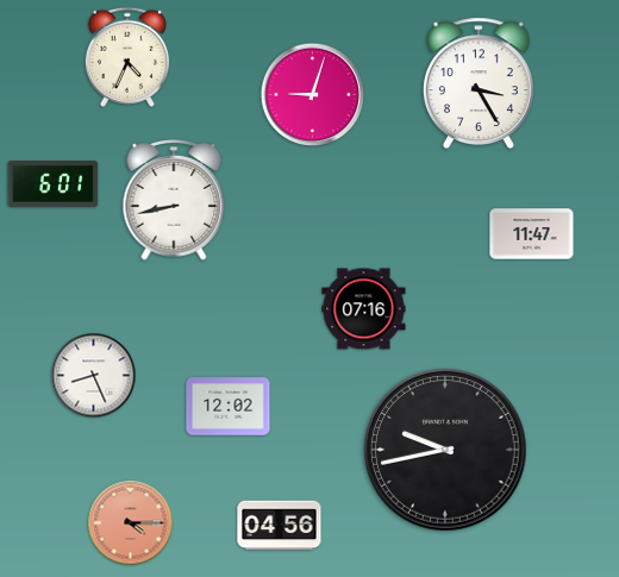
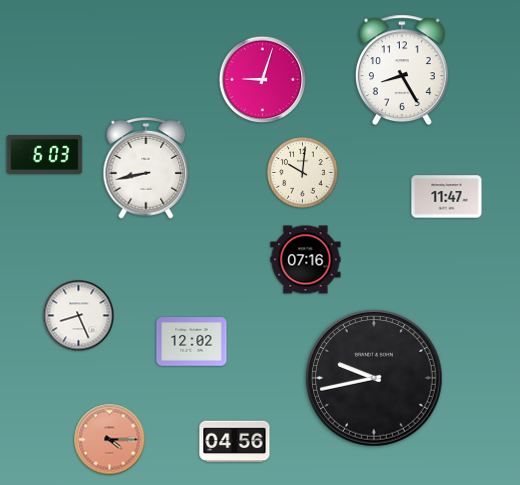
clock at (127, 57): 4:34 -> none
clock at (479, 83): 3:25 -> 8:25
clock at (54, 184): 6:01 -> 6:03
clock at (303, 173): none -> 10:01
